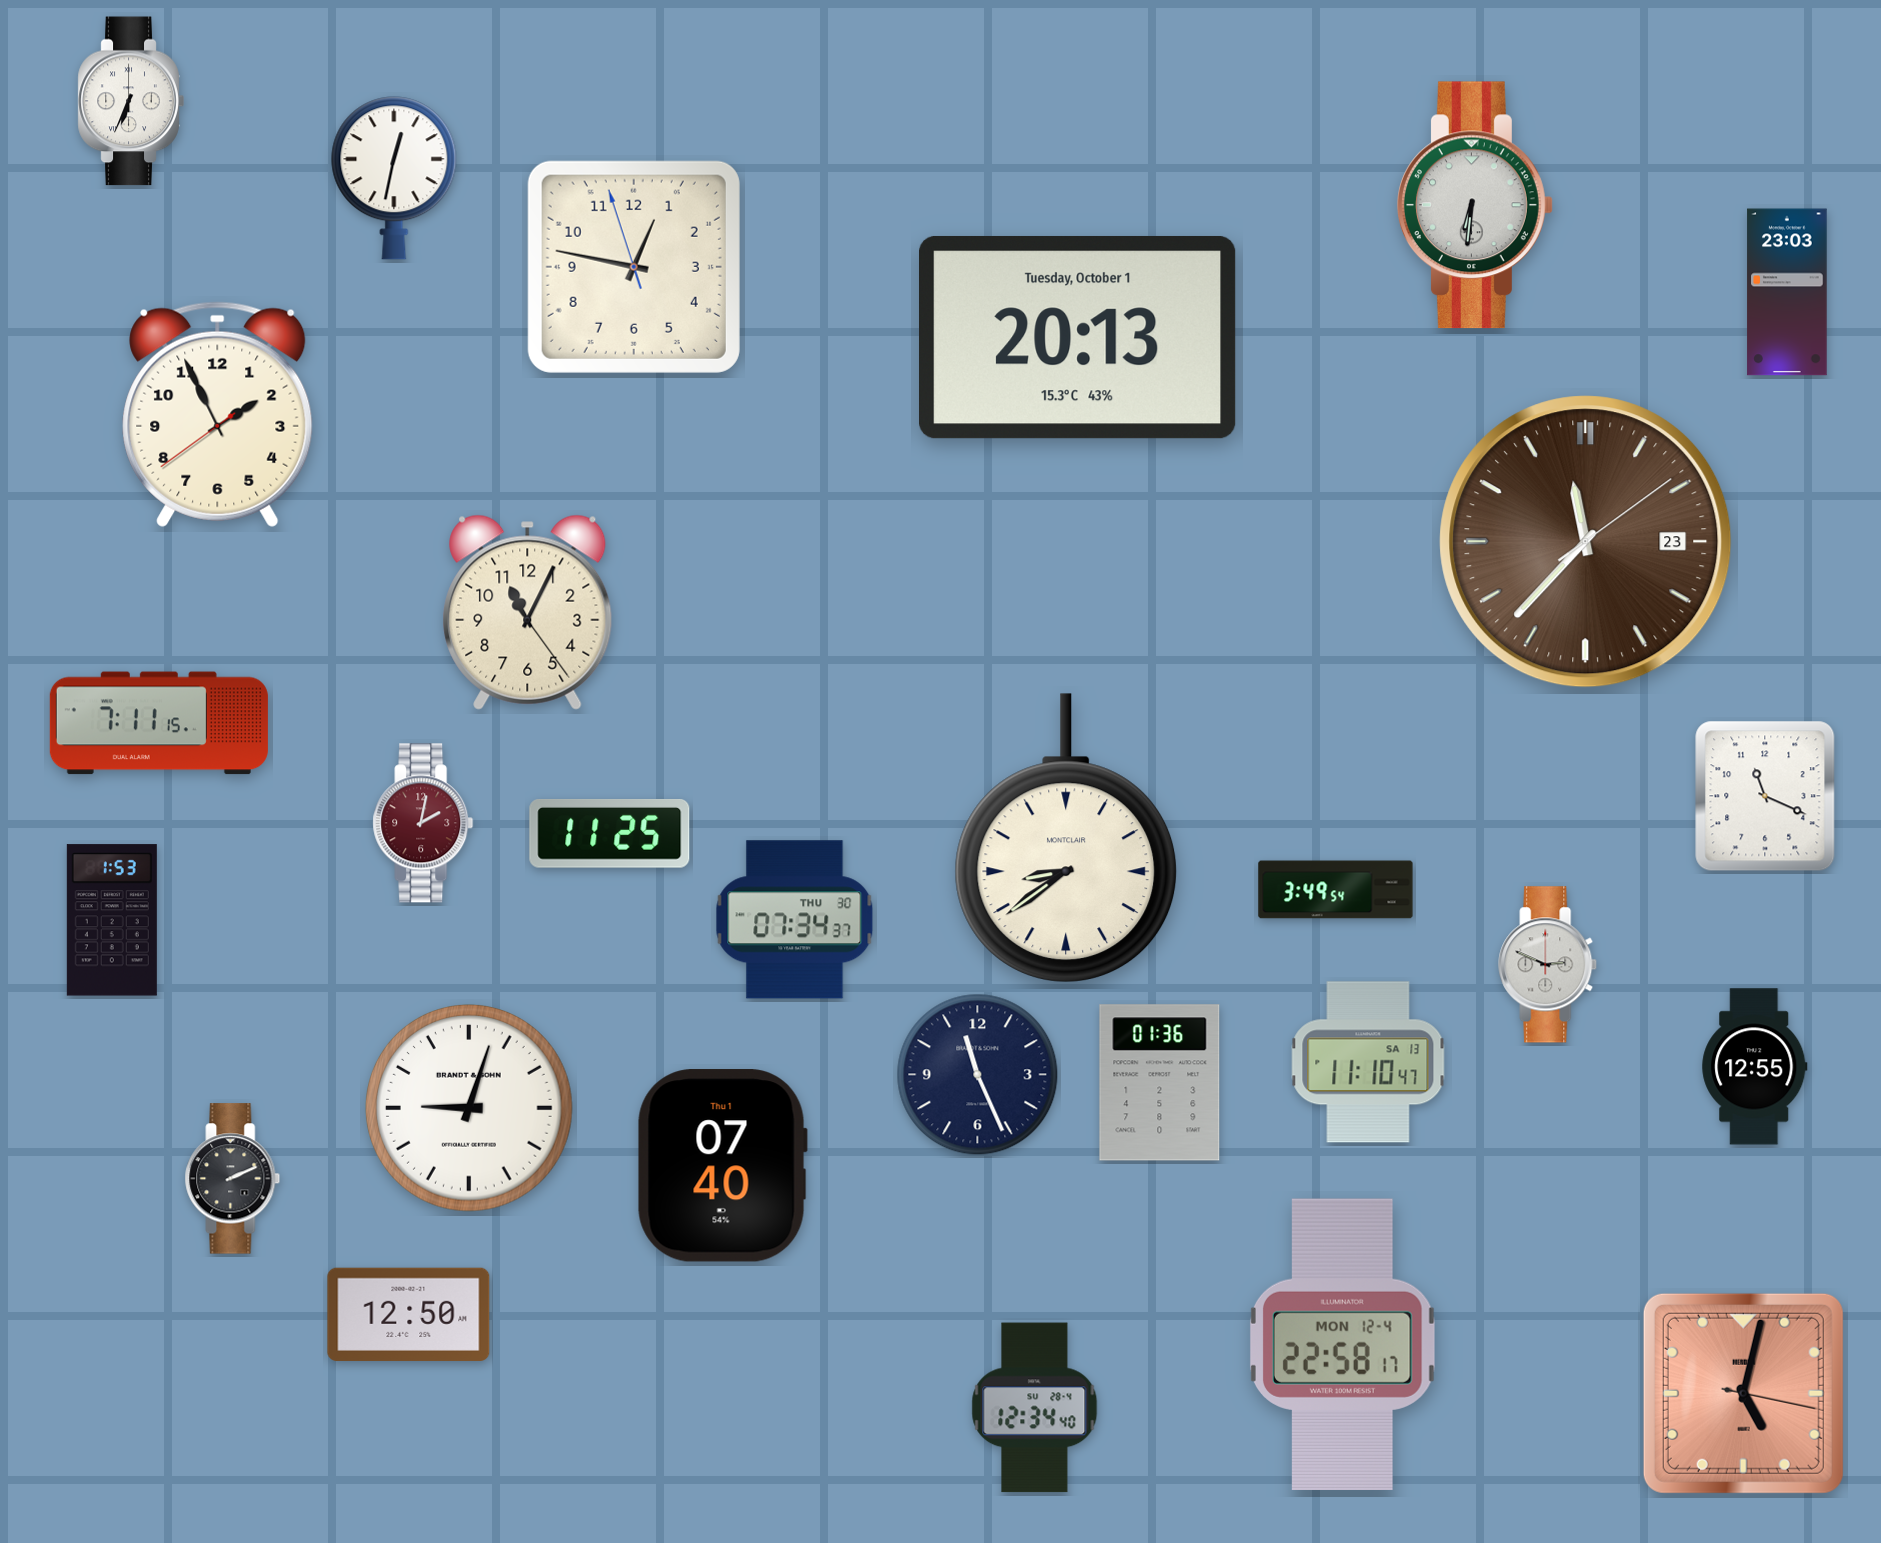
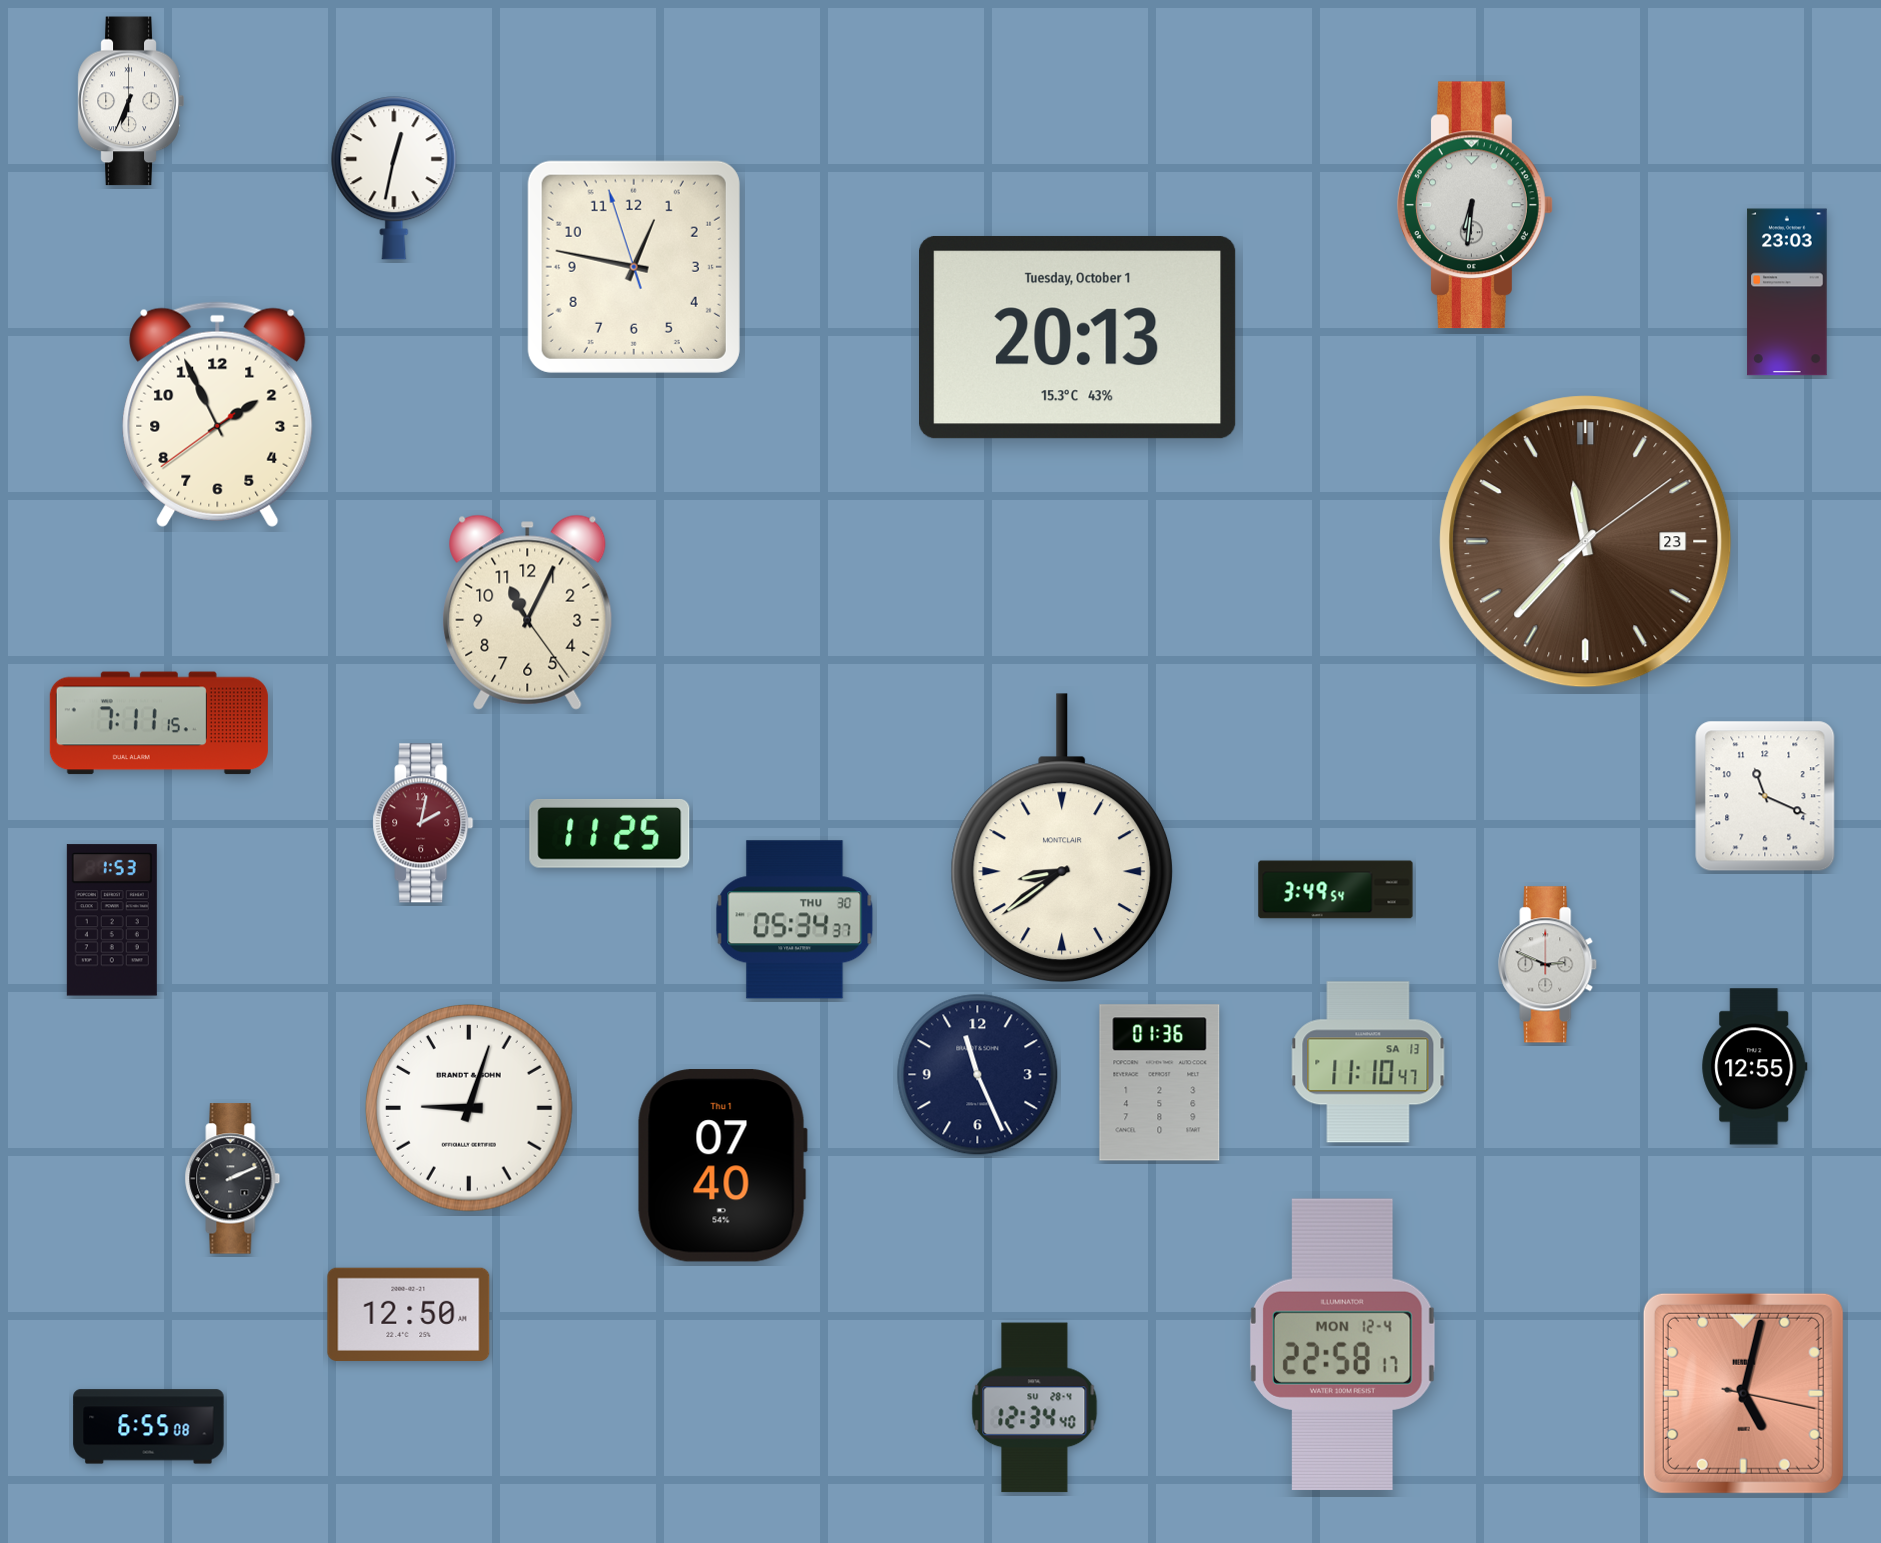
clock at (1066, 838) position: (1066, 838) -> (1062, 838)
clock at (795, 920): 07:34 -> 05:34
clock at (149, 1427): none -> 6:55
